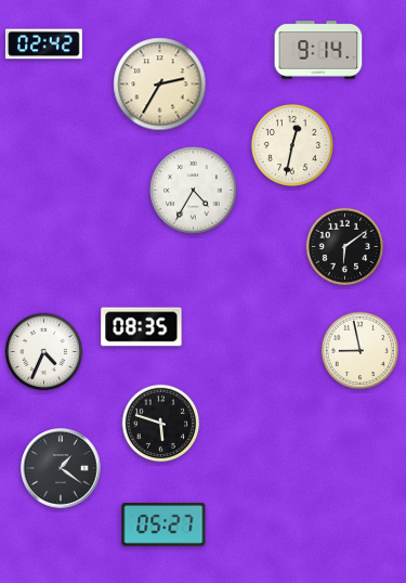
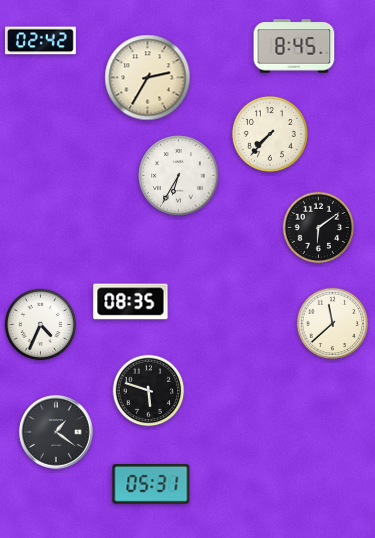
clock at (318, 50): 9:14 -> 8:45
clock at (292, 145): 12:32 -> 7:37
clock at (194, 191): 4:35 -> 6:35
clock at (361, 351): 8:58 -> 11:38
clock at (163, 526): 05:27 -> 05:31
